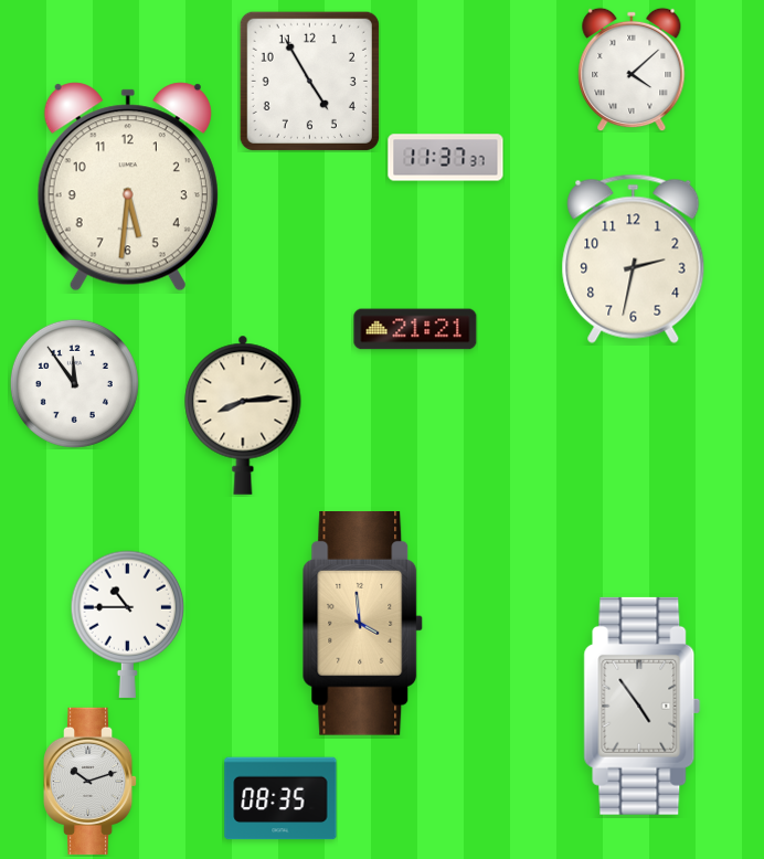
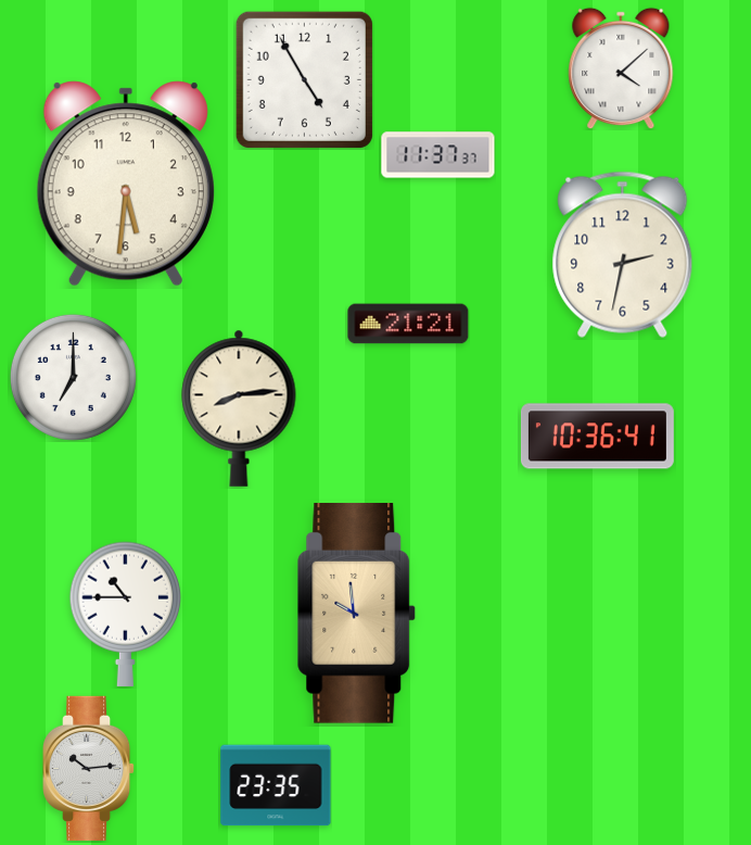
clock at (74, 383): 11:54 -> 7:00
clock at (597, 437): none -> 10:36
clock at (363, 624): 3:59 -> 9:59
clock at (643, 706): 4:54 -> none
clock at (92, 781): 10:12 -> 10:14
clock at (280, 798): 08:35 -> 23:35
